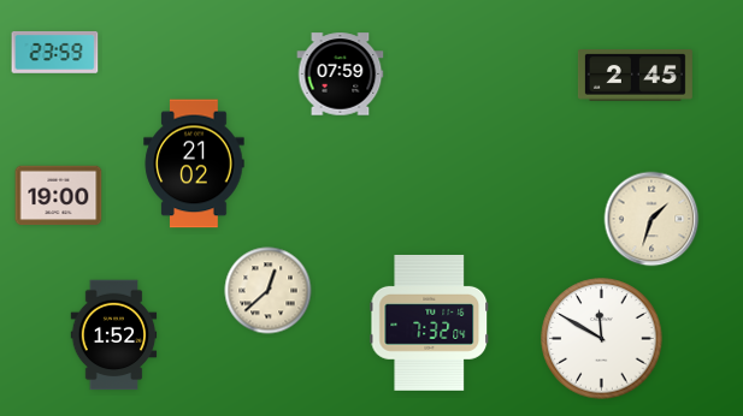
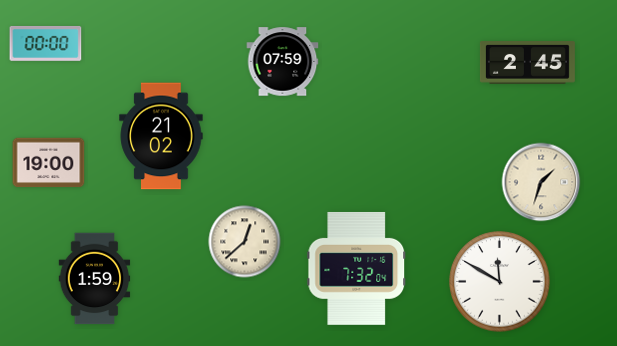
clock at (55, 52): 23:59 -> 00:00
clock at (269, 291) position: (269, 291) -> (245, 242)
clock at (114, 335): 1:52 -> 1:59
